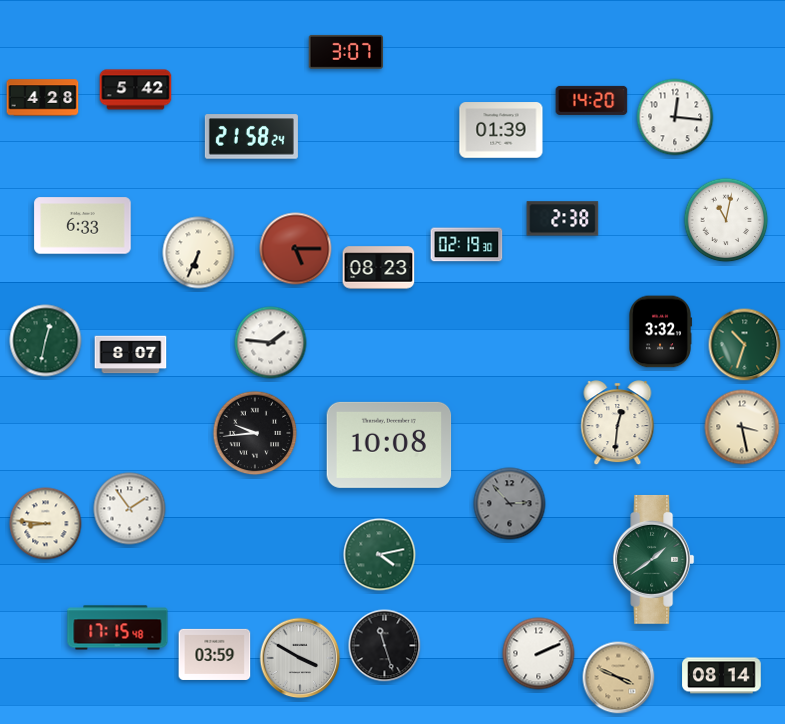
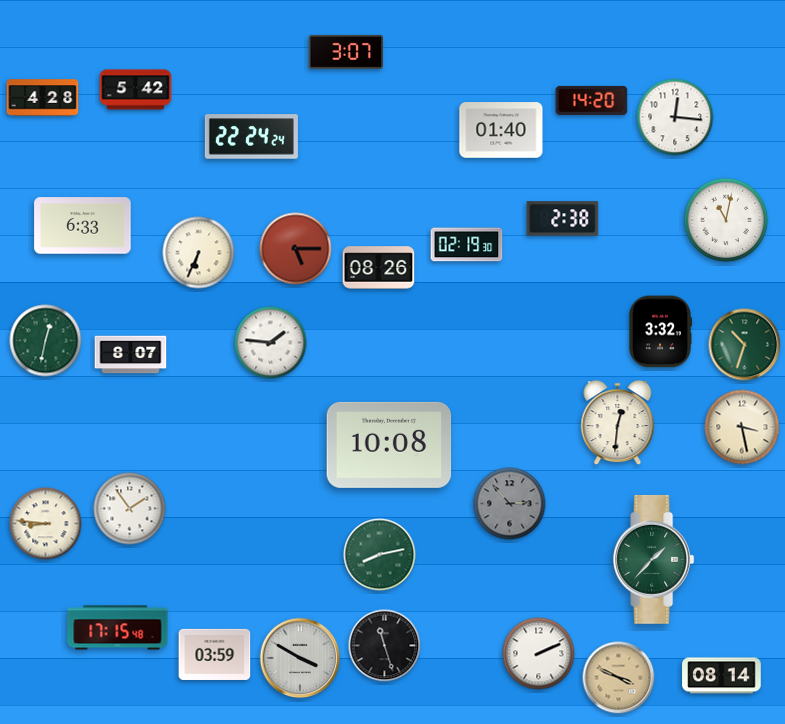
clock at (501, 130): 01:39 -> 01:40
clock at (251, 137): 21:58 -> 22:24
clock at (379, 268): 08:23 -> 08:26
clock at (255, 433): 9:44 -> none
clock at (380, 555): 4:13 -> 8:13
clock at (654, 559): 1:39 -> 1:37
